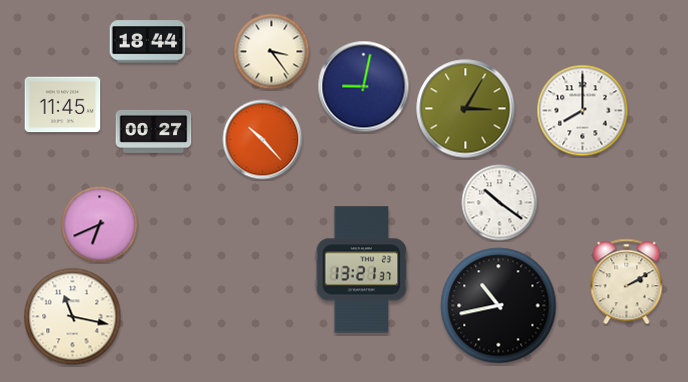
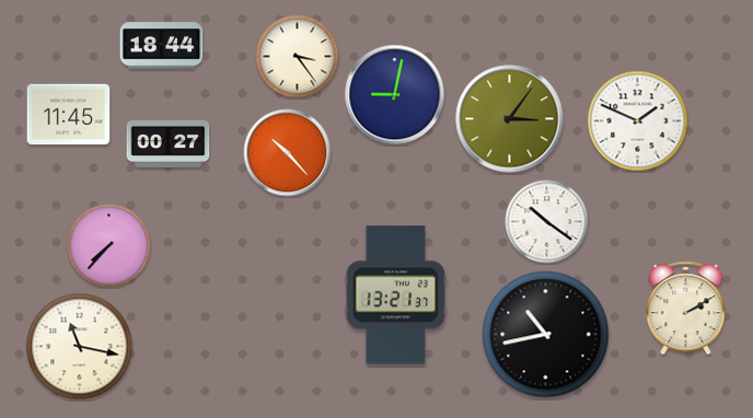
clock at (364, 87) position: (364, 87) -> (395, 95)
clock at (466, 109): 3:05 -> 3:06
clock at (583, 111): 8:00 -> 1:49
clock at (100, 225): 6:41 -> 7:37
